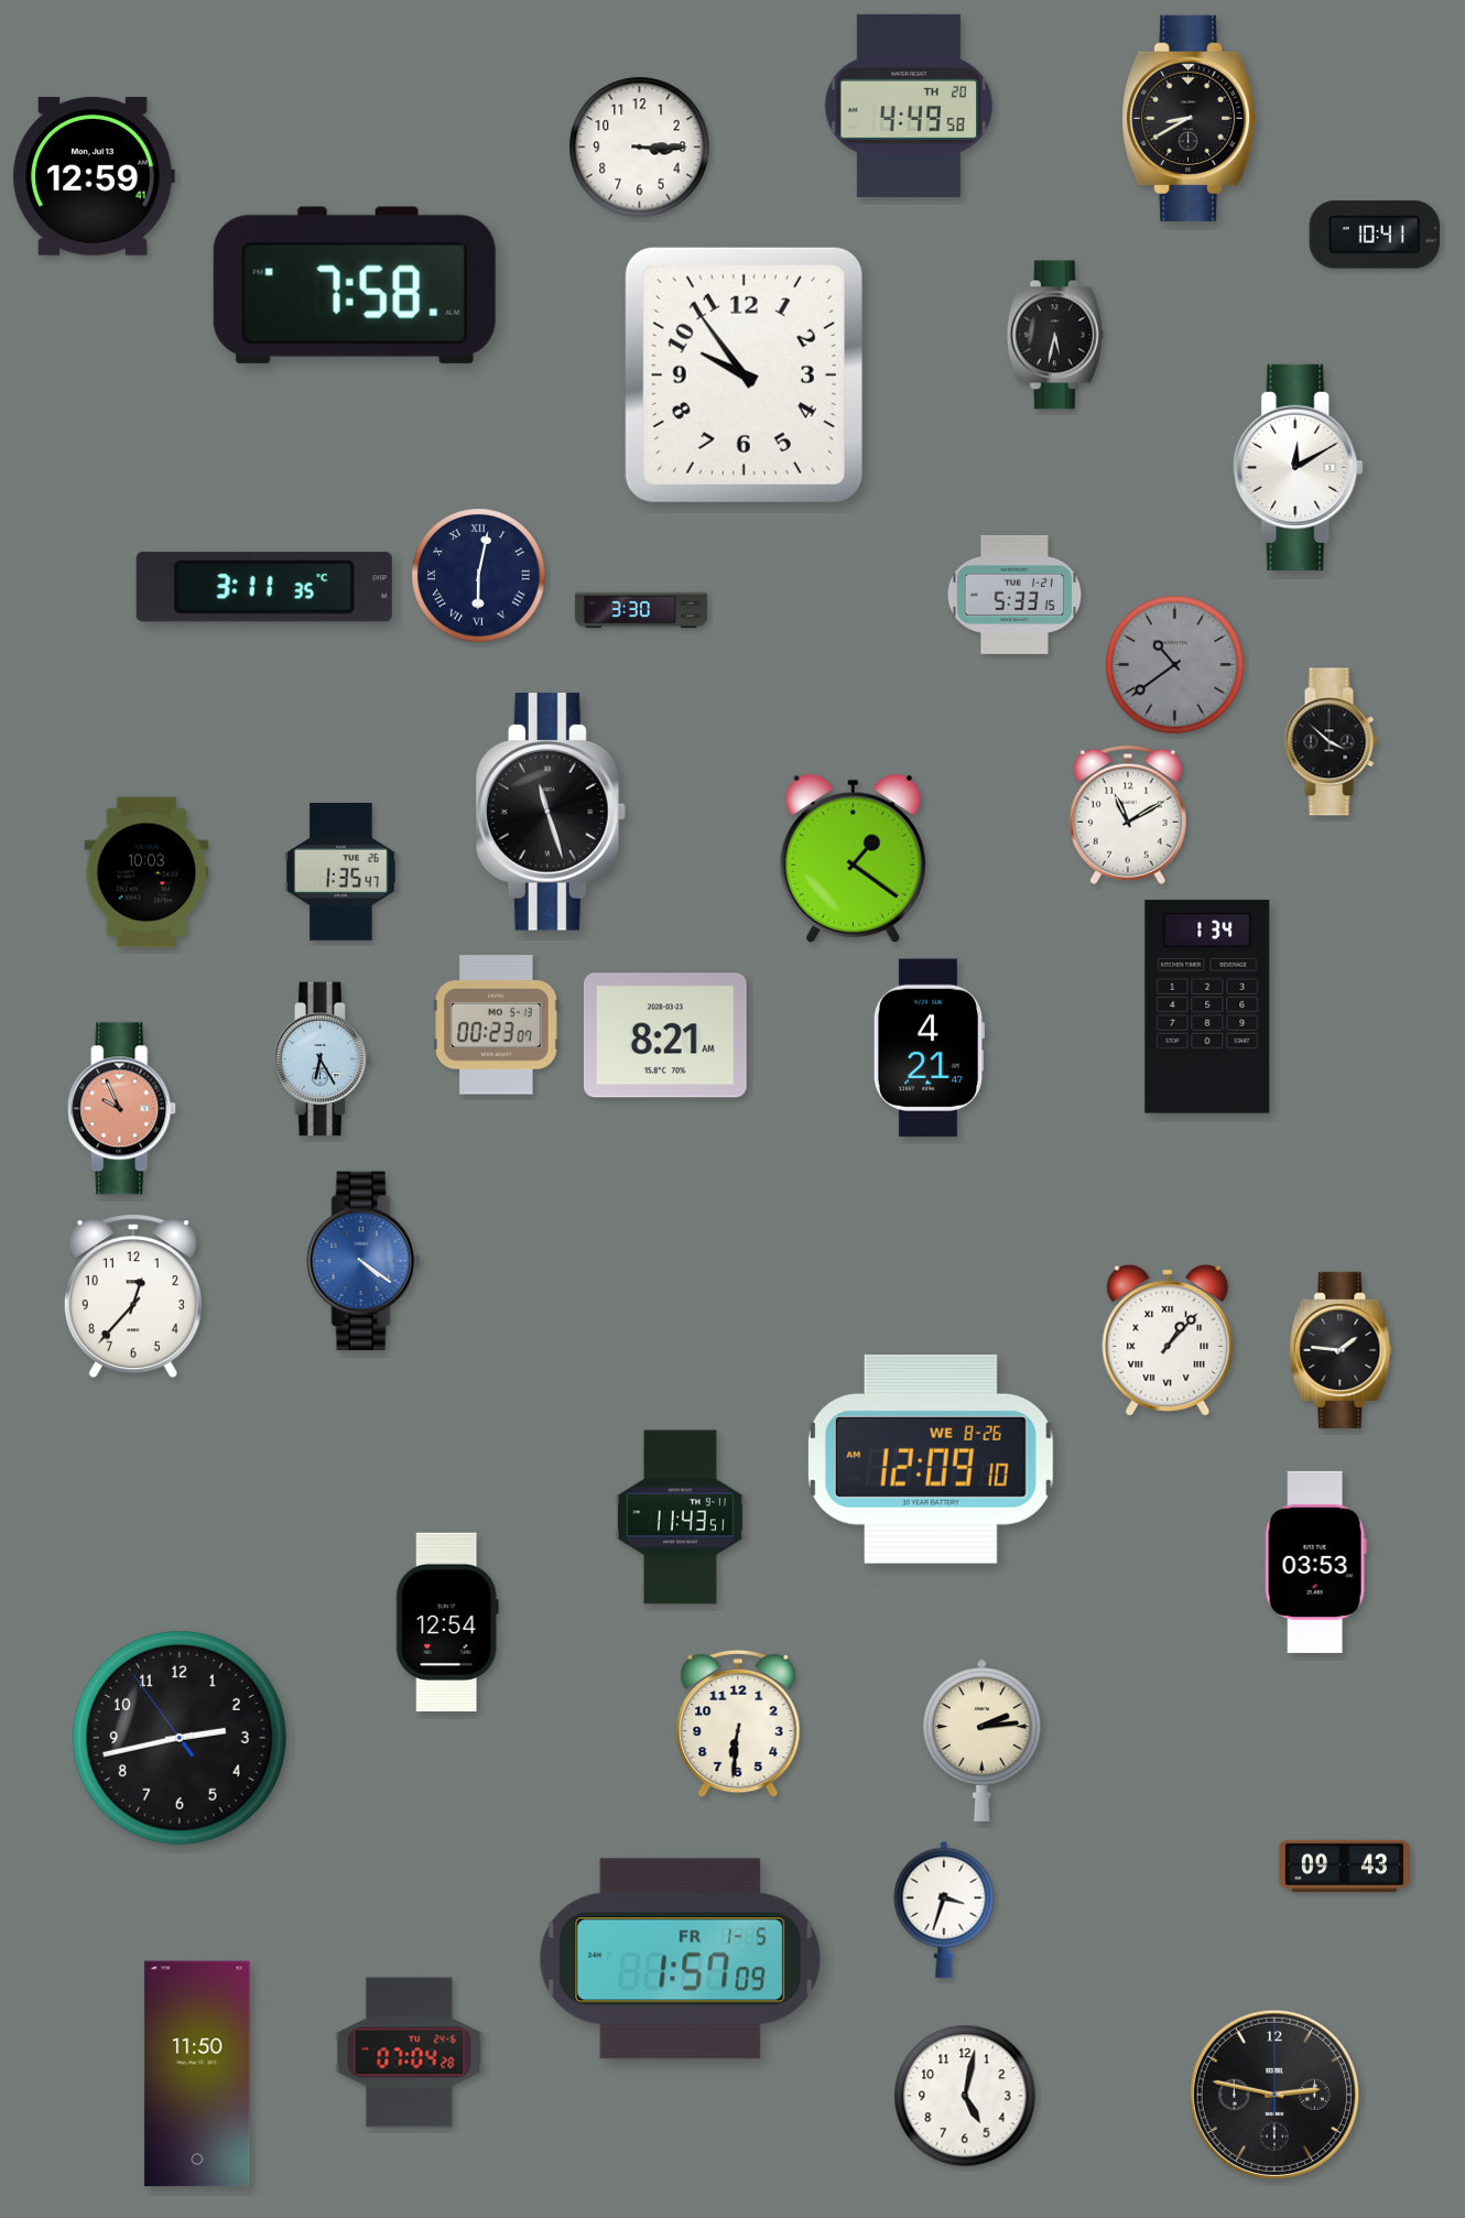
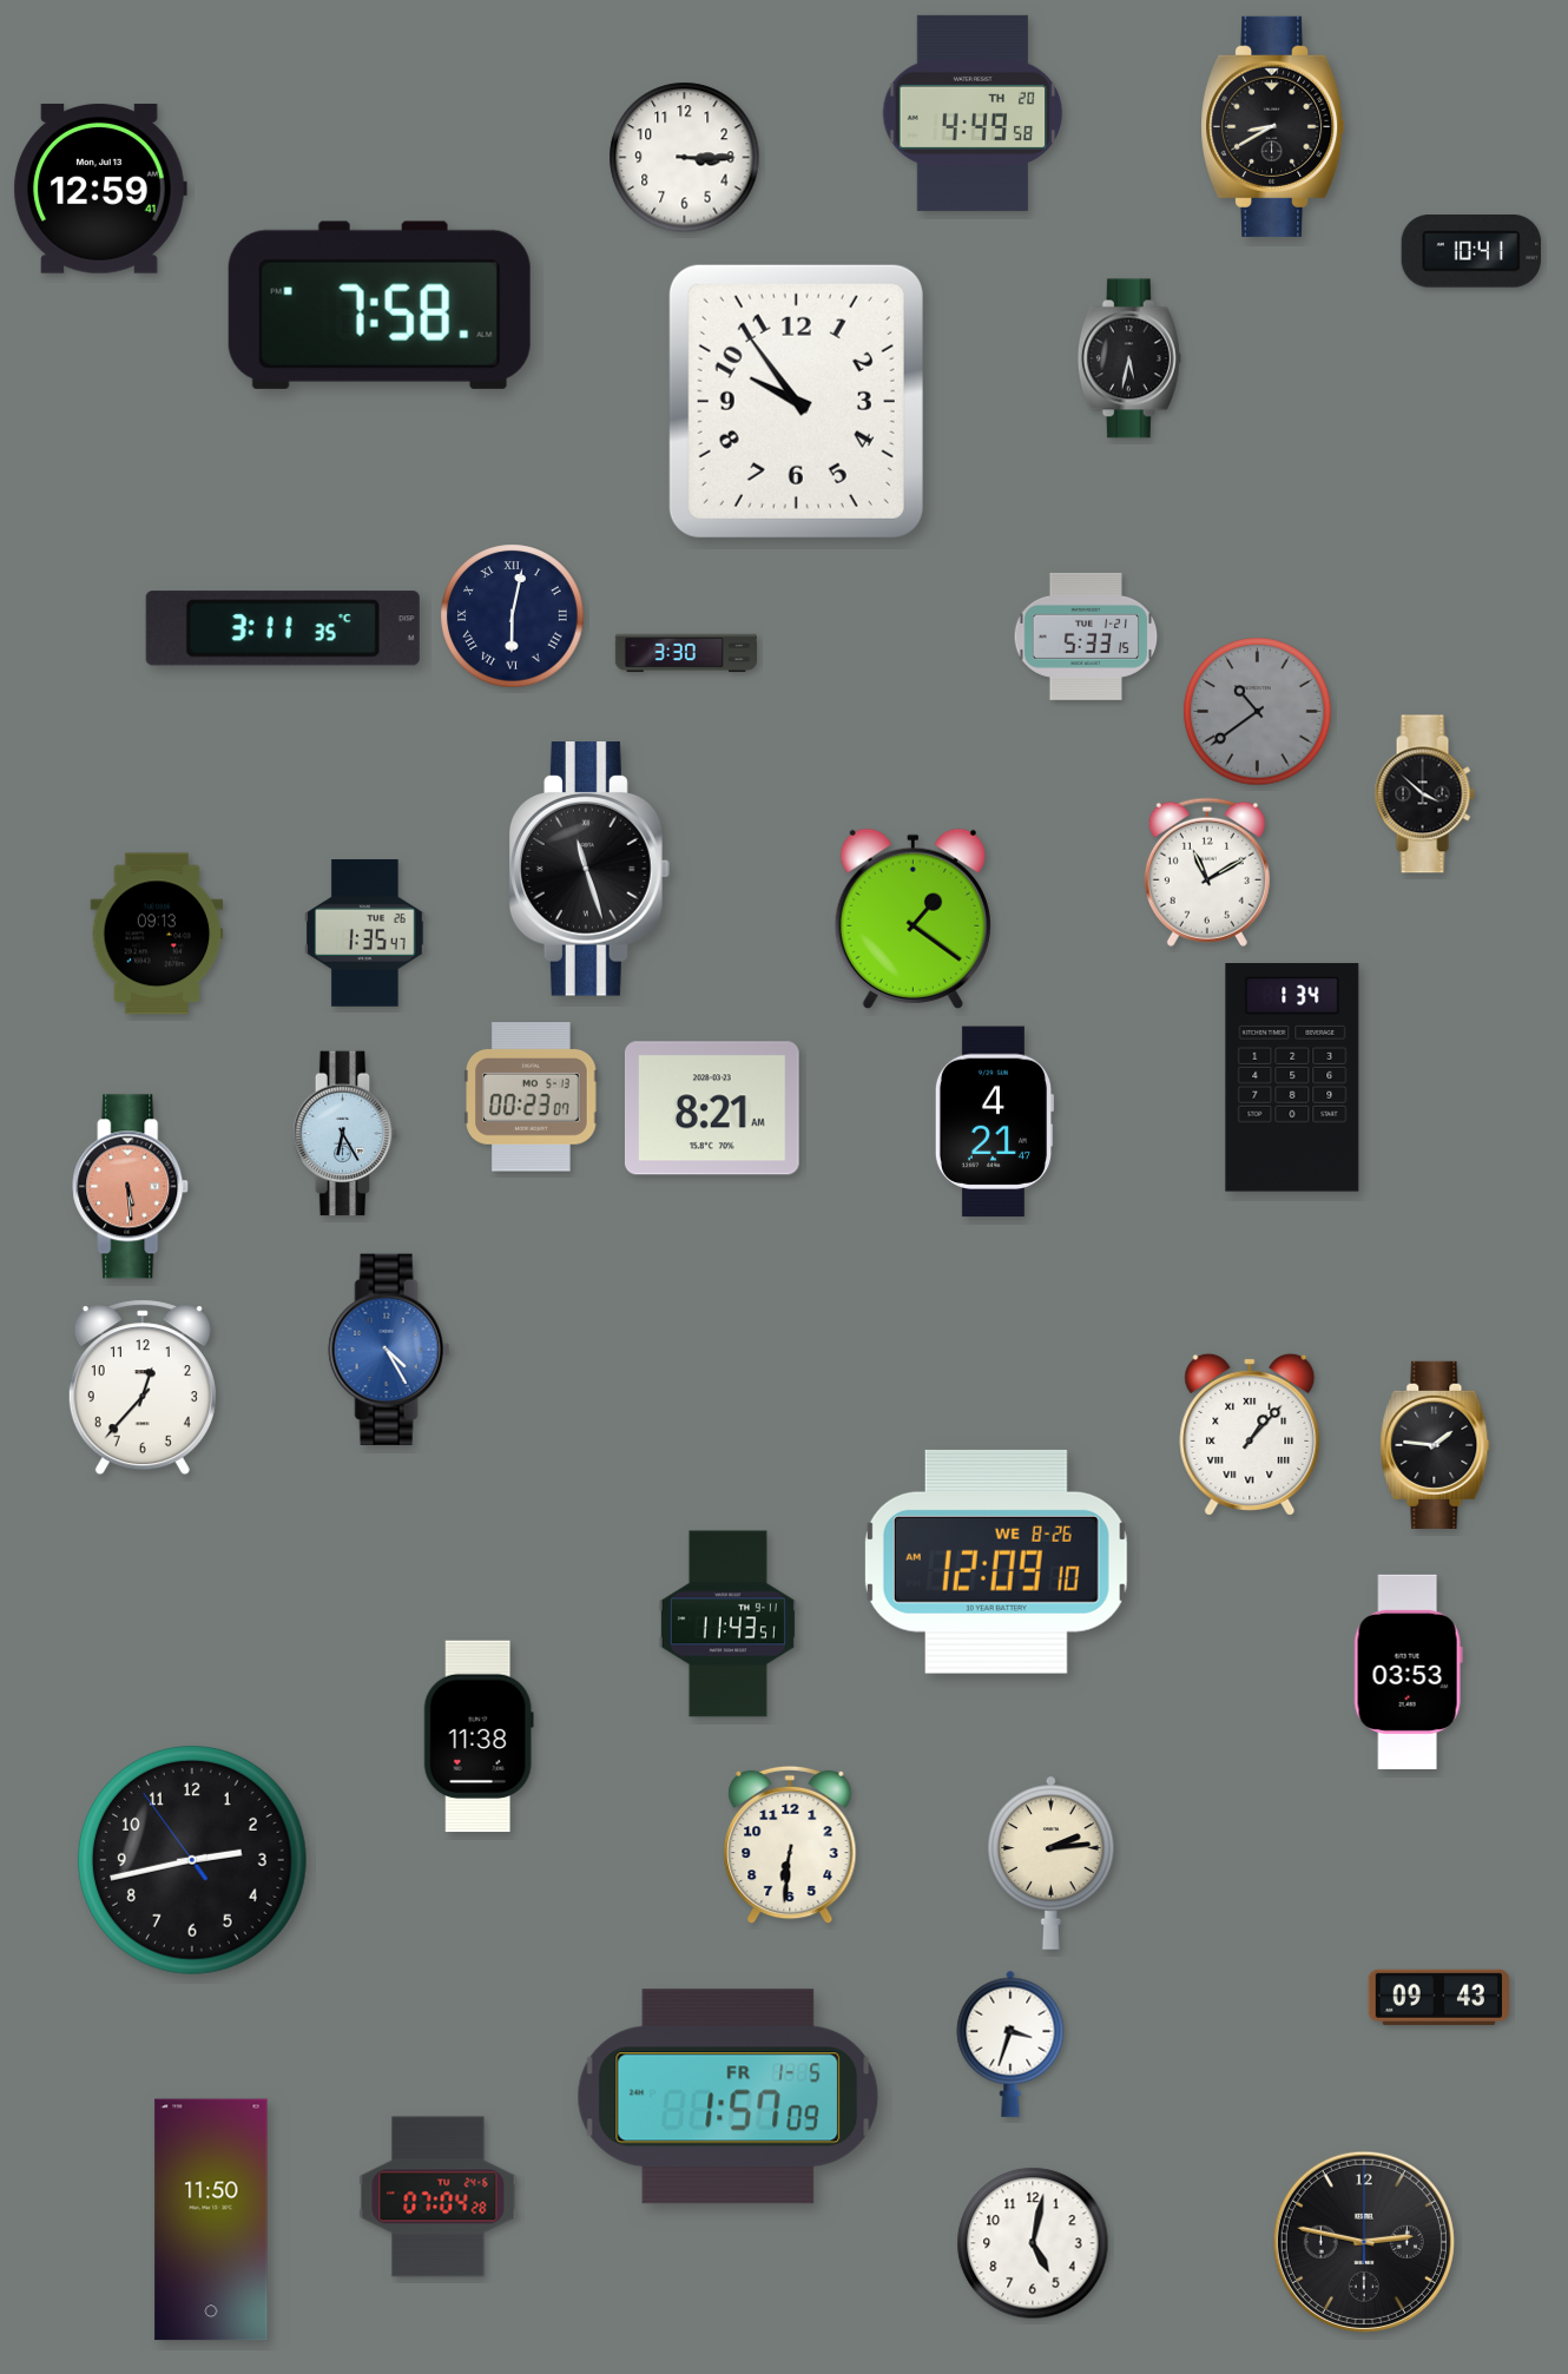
clock at (1299, 467): 12:10 -> none
clock at (146, 872): 10:03 -> 09:13
clock at (122, 1109): 9:56 -> 5:29
clock at (363, 1261): 4:21 -> 4:25
clock at (447, 1622): 12:54 -> 11:38
